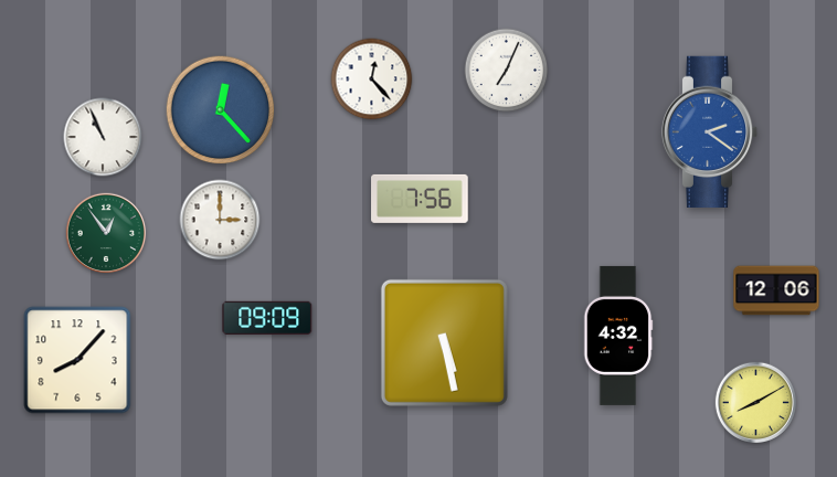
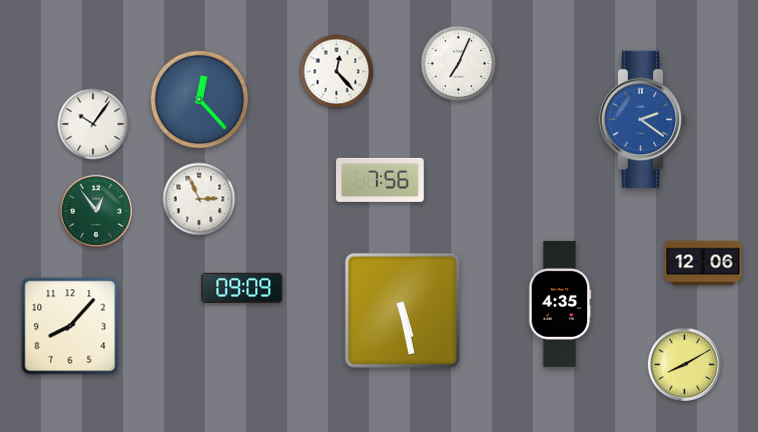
clock at (103, 137): 10:56 -> 10:06
clock at (220, 220): 3:00 -> 2:56
clock at (618, 336): 4:32 -> 4:35
